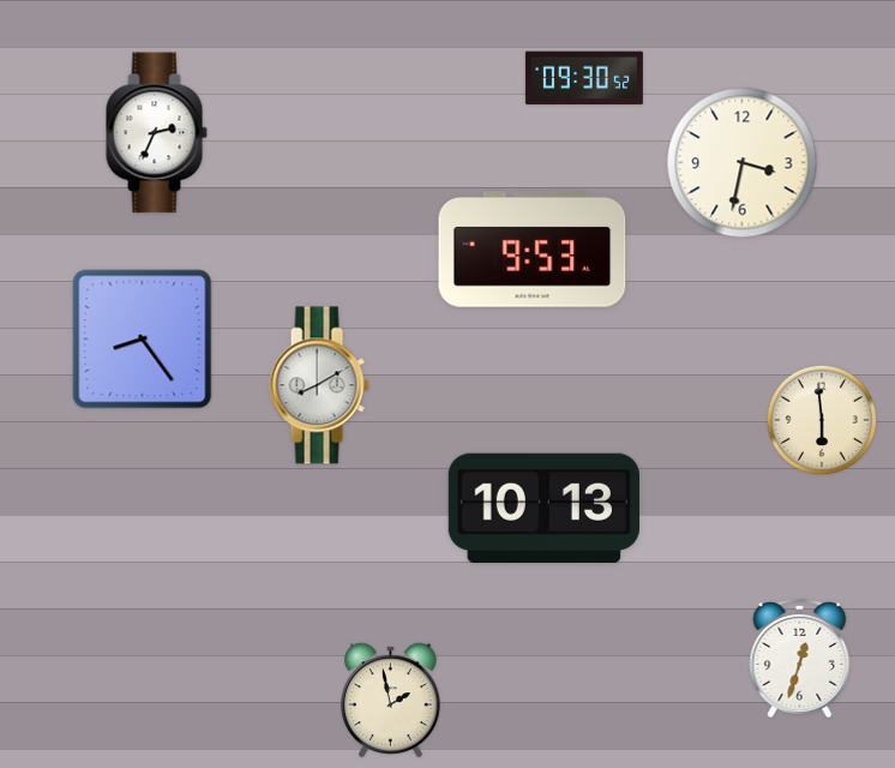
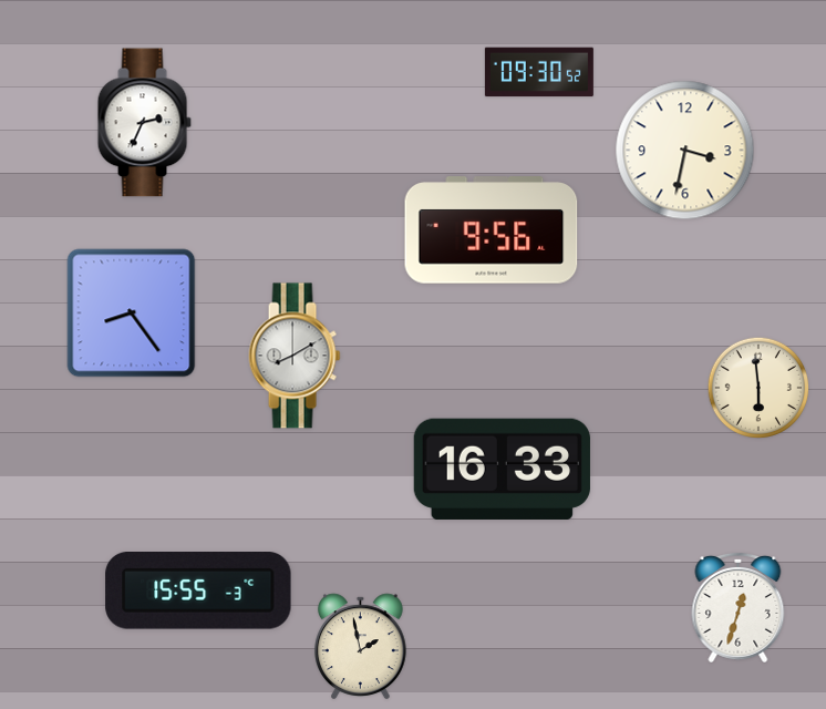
clock at (533, 250): 9:53 -> 9:56
clock at (543, 508): 10:13 -> 16:33
clock at (198, 592): none -> 15:55
